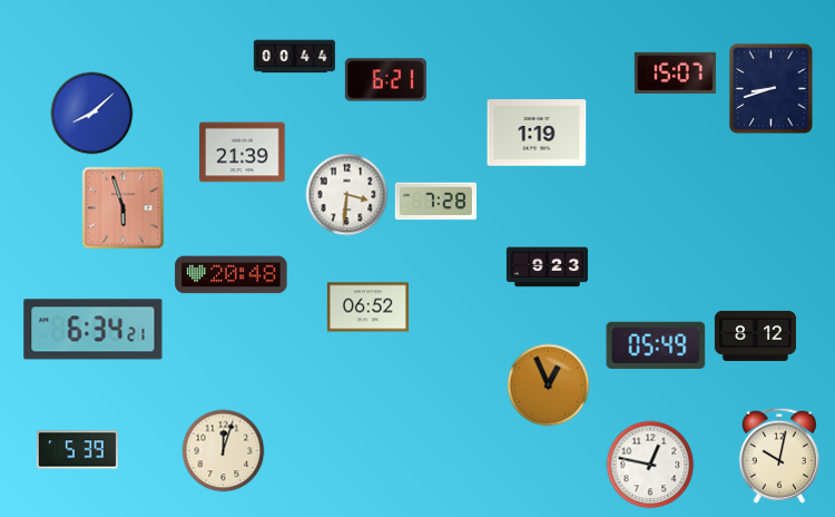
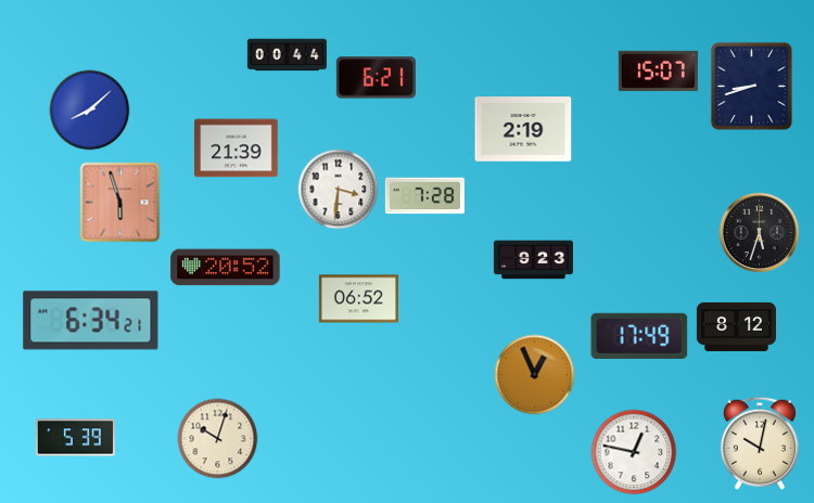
clock at (537, 133): 1:19 -> 2:19
clock at (760, 233): none -> 5:33
clock at (232, 275): 20:48 -> 20:52
clock at (656, 345): 05:49 -> 17:49
clock at (224, 451): 12:03 -> 10:03
